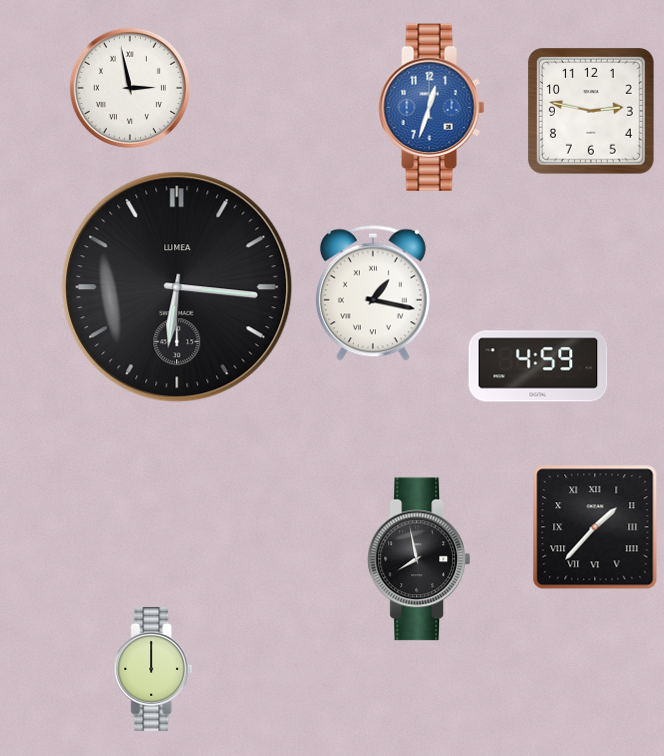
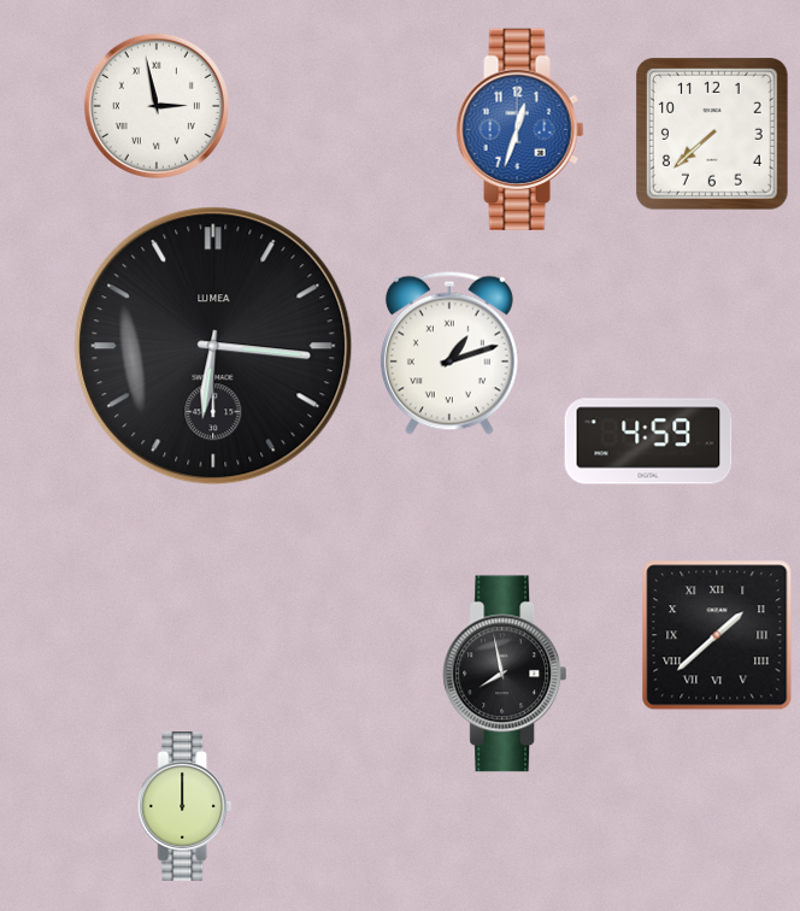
clock at (592, 112): 2:47 -> 7:38
clock at (373, 293): 1:17 -> 1:12
clock at (595, 527): 1:37 -> 1:38
